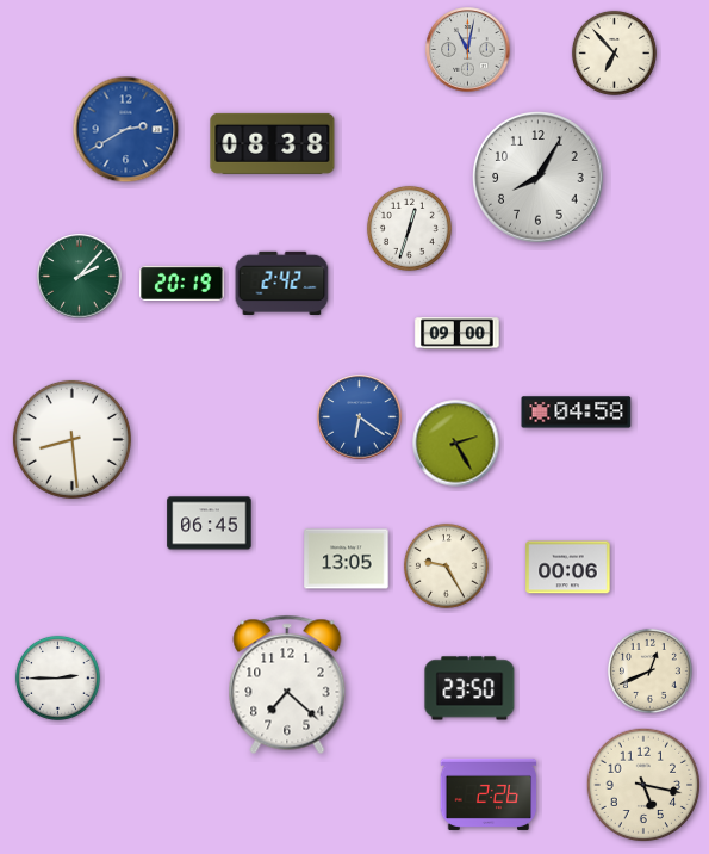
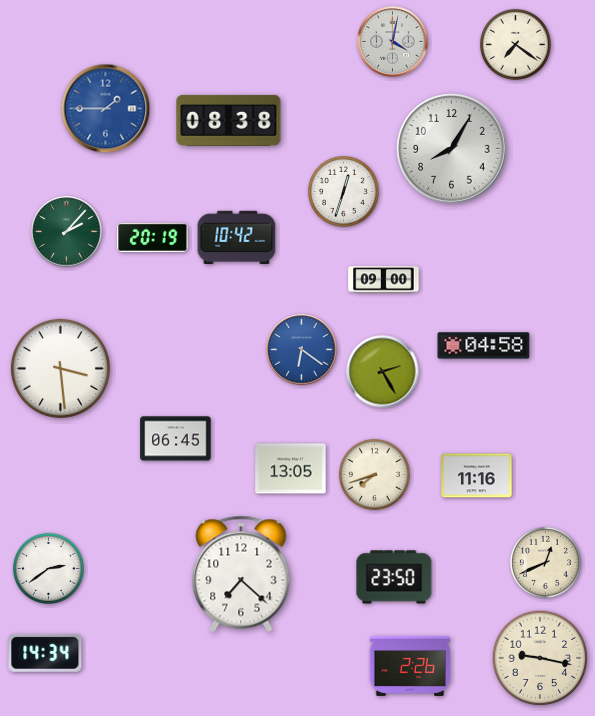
clock at (468, 50): 11:02 -> 4:02
clock at (614, 52): 6:53 -> 7:21
clock at (126, 130): 2:40 -> 1:45
clock at (282, 283): 2:42 -> 10:42
clock at (71, 439): 8:29 -> 3:29
clock at (446, 565): 9:25 -> 7:42
clock at (568, 568): 00:06 -> 11:16
clock at (57, 677): 2:45 -> 2:39
clock at (45, 653): none -> 14:34
clock at (643, 785): 5:17 -> 9:17
